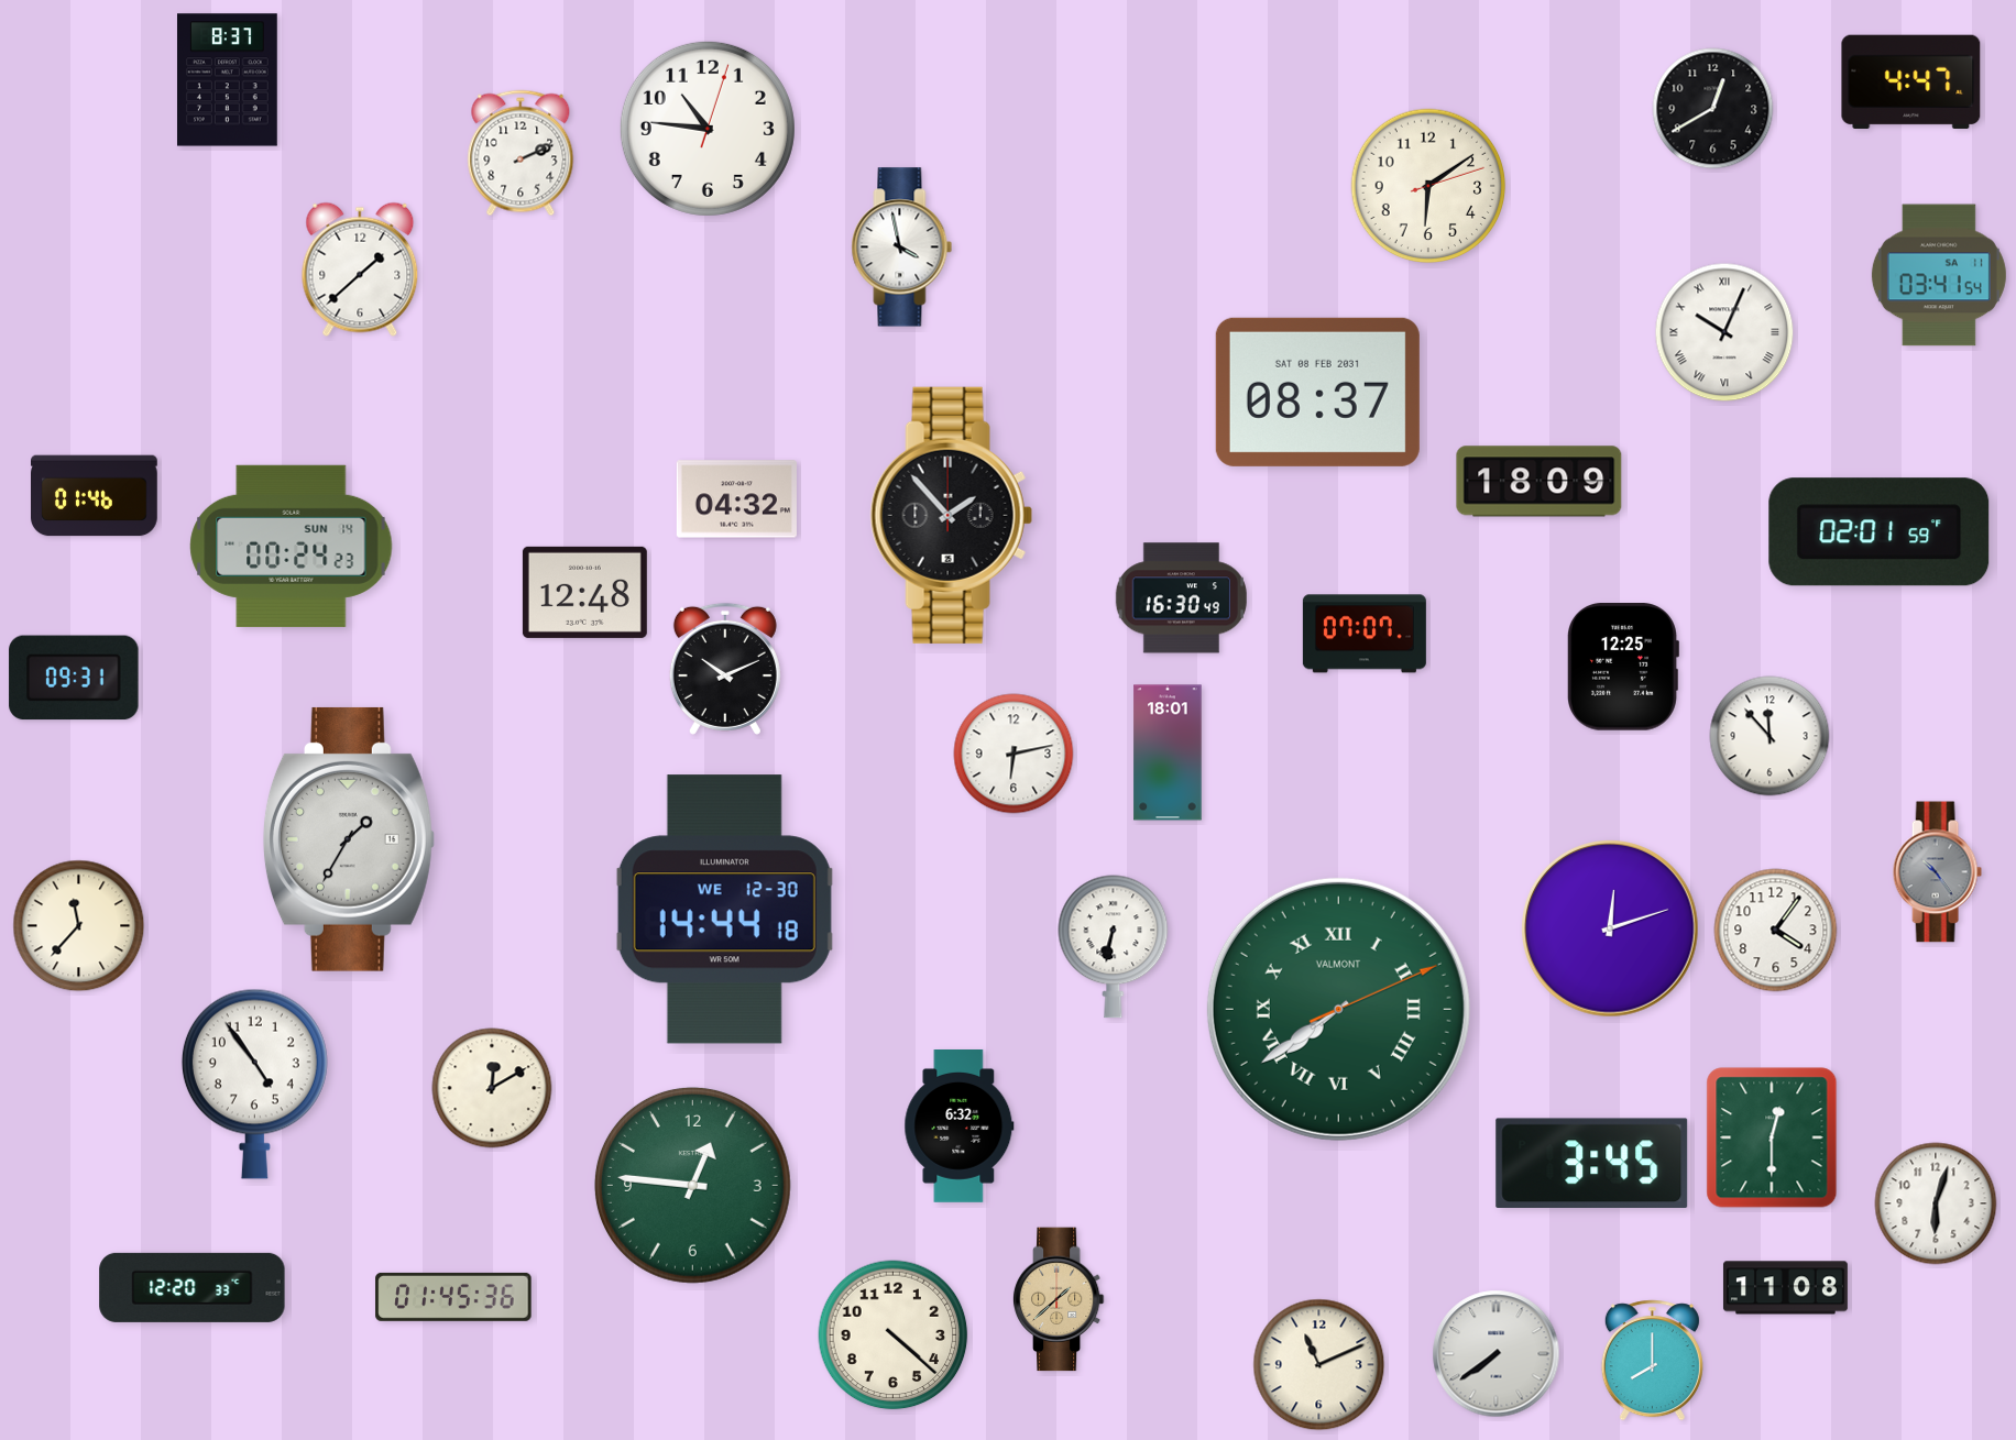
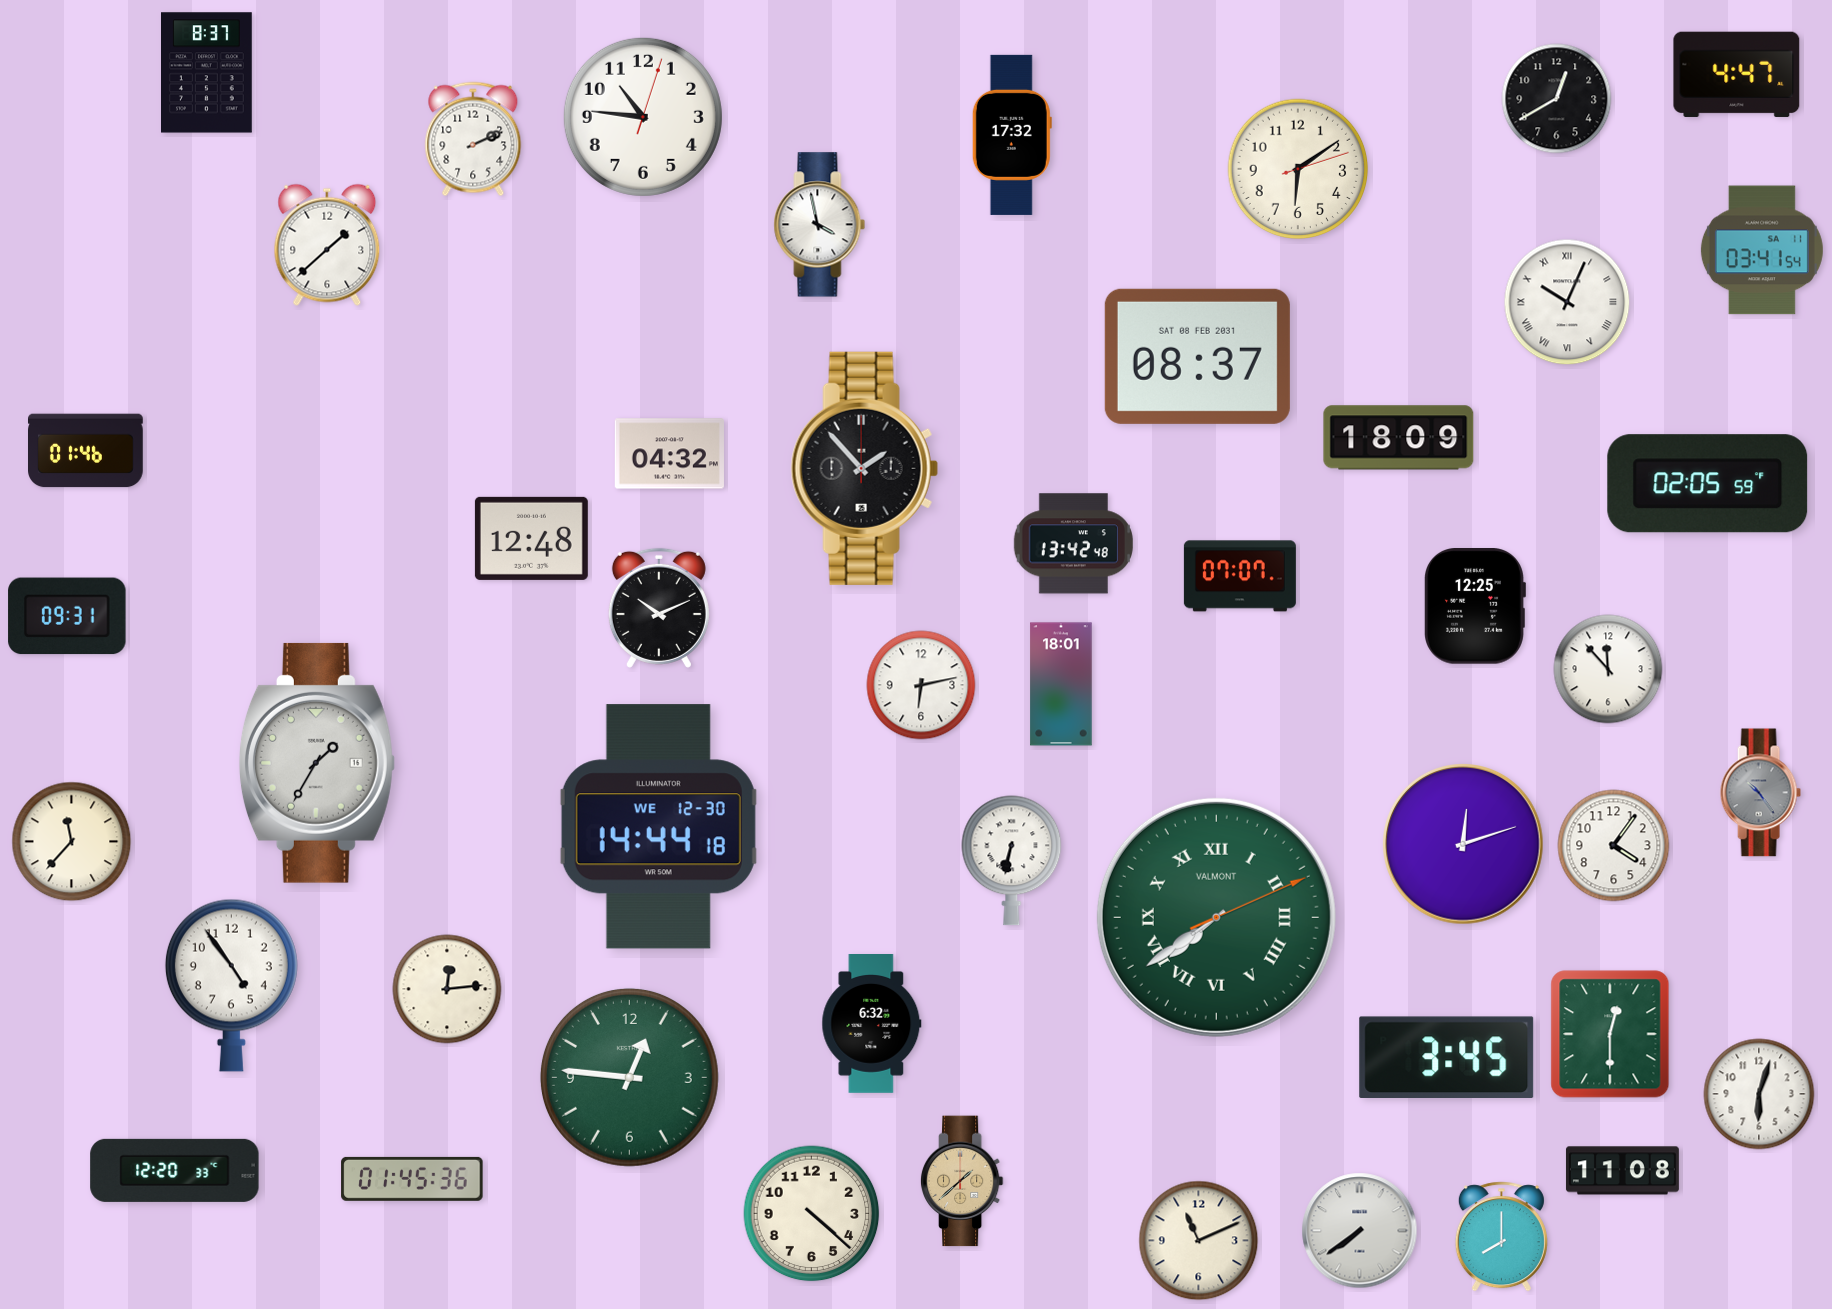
clock at (1012, 135): none -> 17:32
clock at (1880, 532): 02:01 -> 02:05
clock at (292, 546): 00:24 -> none
clock at (1181, 598): 16:30 -> 13:42
clock at (492, 1088): 12:10 -> 12:14
